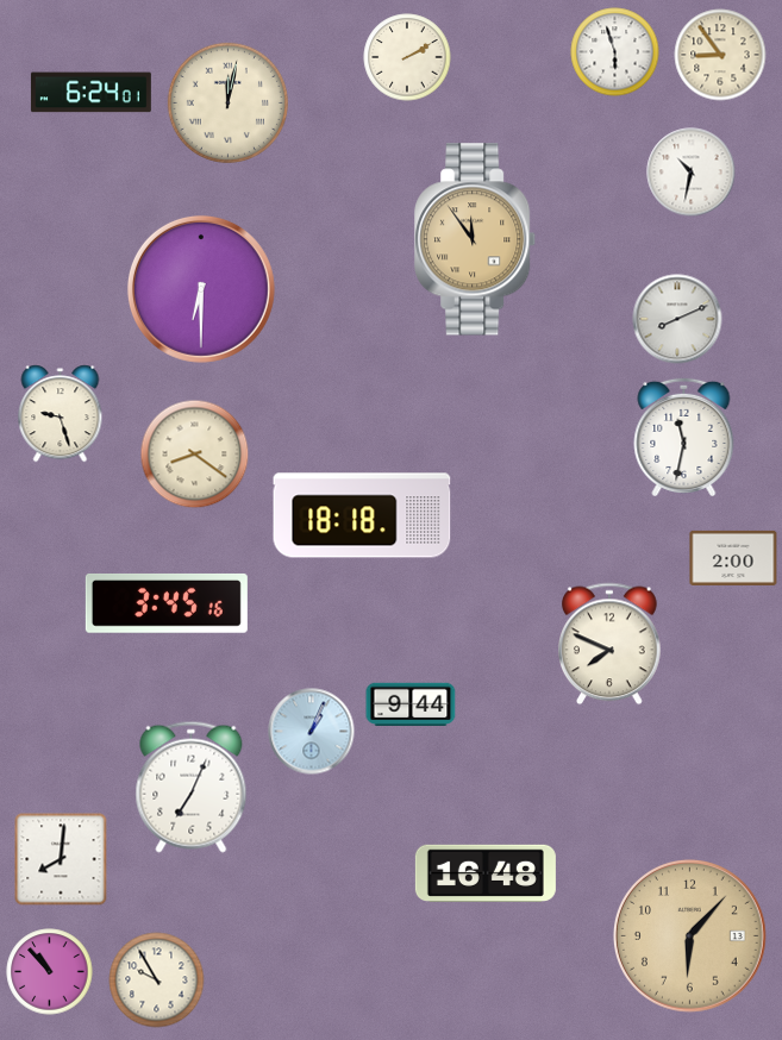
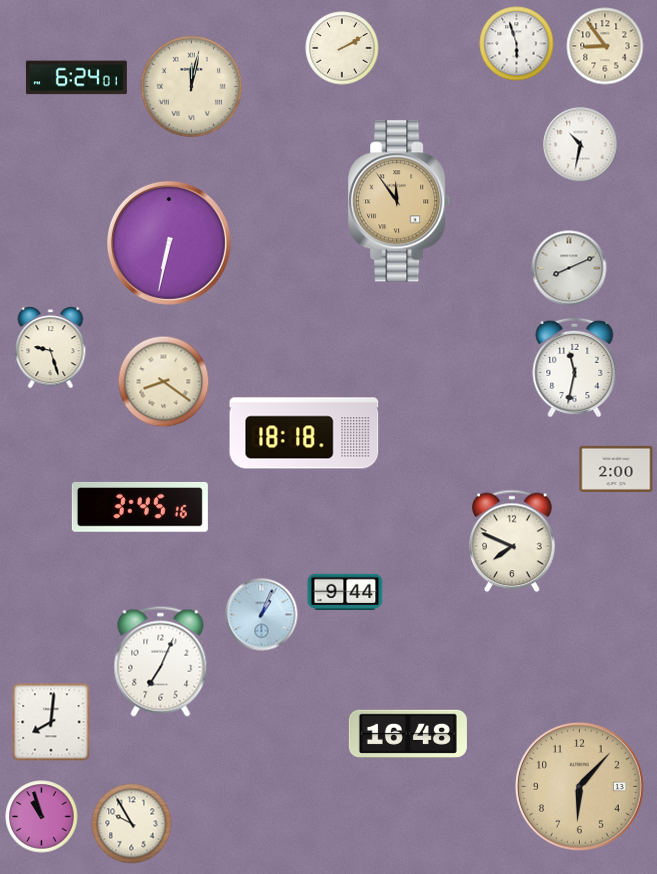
clock at (201, 289): 6:30 -> 6:32
clock at (50, 972): 10:53 -> 10:57
